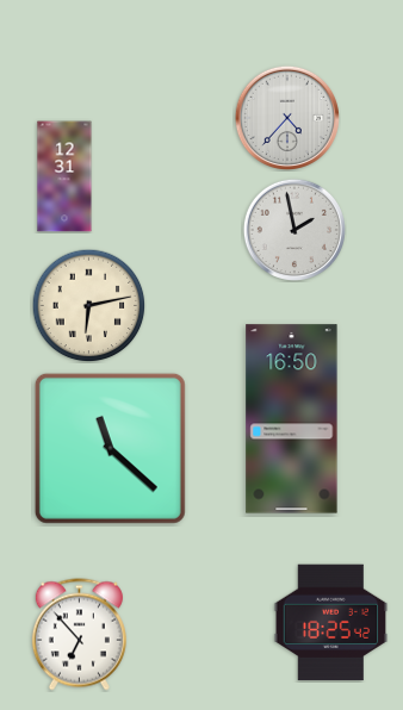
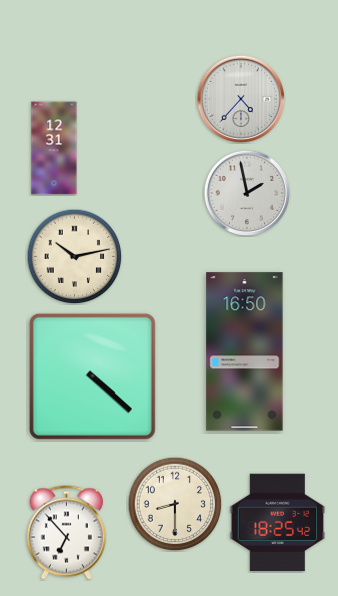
clock at (88, 305): 6:13 -> 10:13
clock at (110, 448): 11:22 -> 4:22
clock at (175, 504): none -> 8:30
